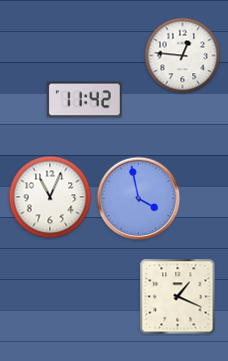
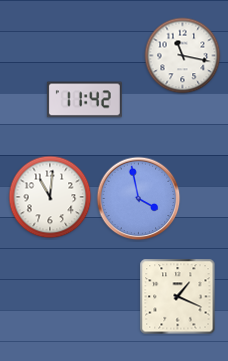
clock at (183, 56): 12:46 -> 11:17
clock at (50, 197): 11:04 -> 11:01
